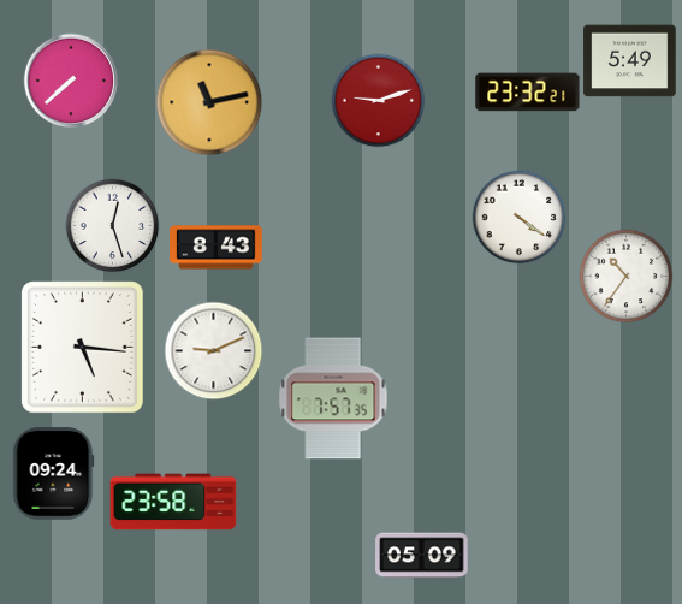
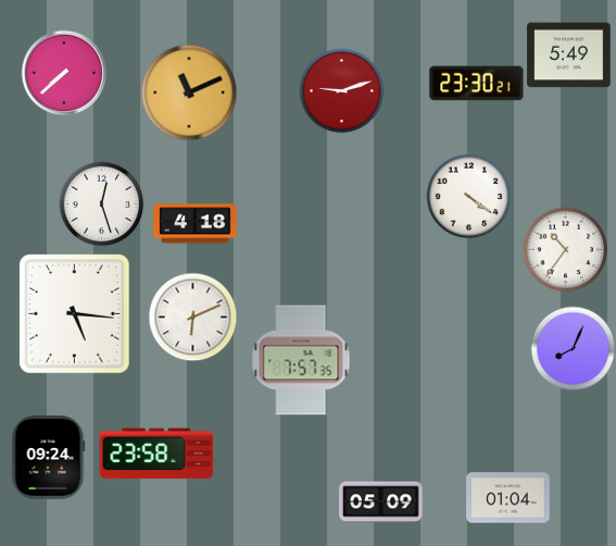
clock at (528, 93): 23:32 -> 23:30
clock at (209, 102): 11:13 -> 11:11
clock at (217, 248): 8:43 -> 4:18
clock at (213, 350): 9:11 -> 6:11
clock at (573, 348): none -> 8:04
clock at (53, 474) position: (53, 474) -> (48, 458)
clock at (508, 498): none -> 01:04
